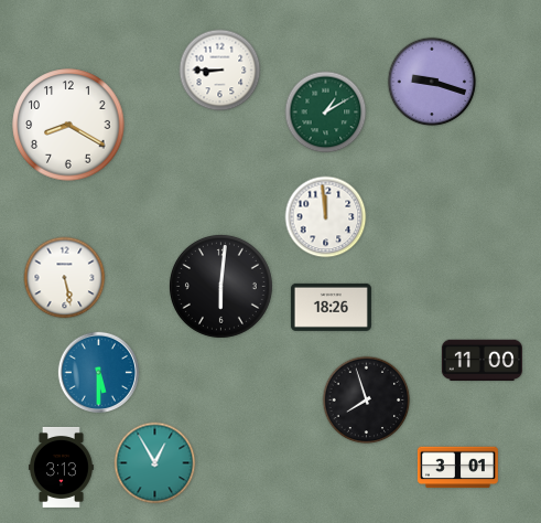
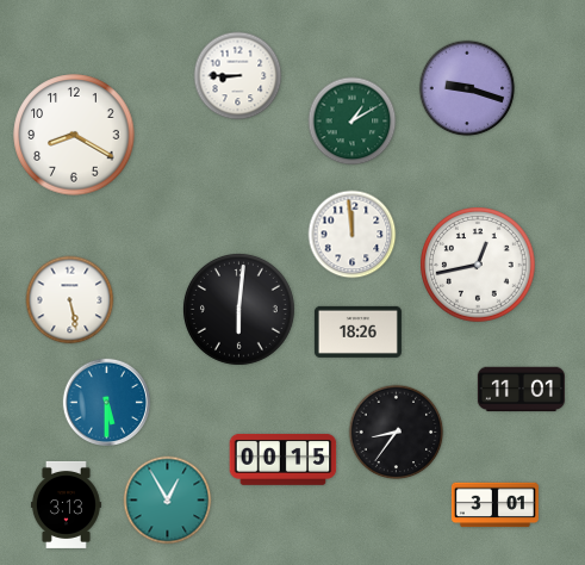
clock at (478, 265): none -> 12:43
clock at (482, 361): 11:00 -> 11:01
clock at (367, 401): 7:57 -> 8:36
clock at (284, 459): none -> 00:15
